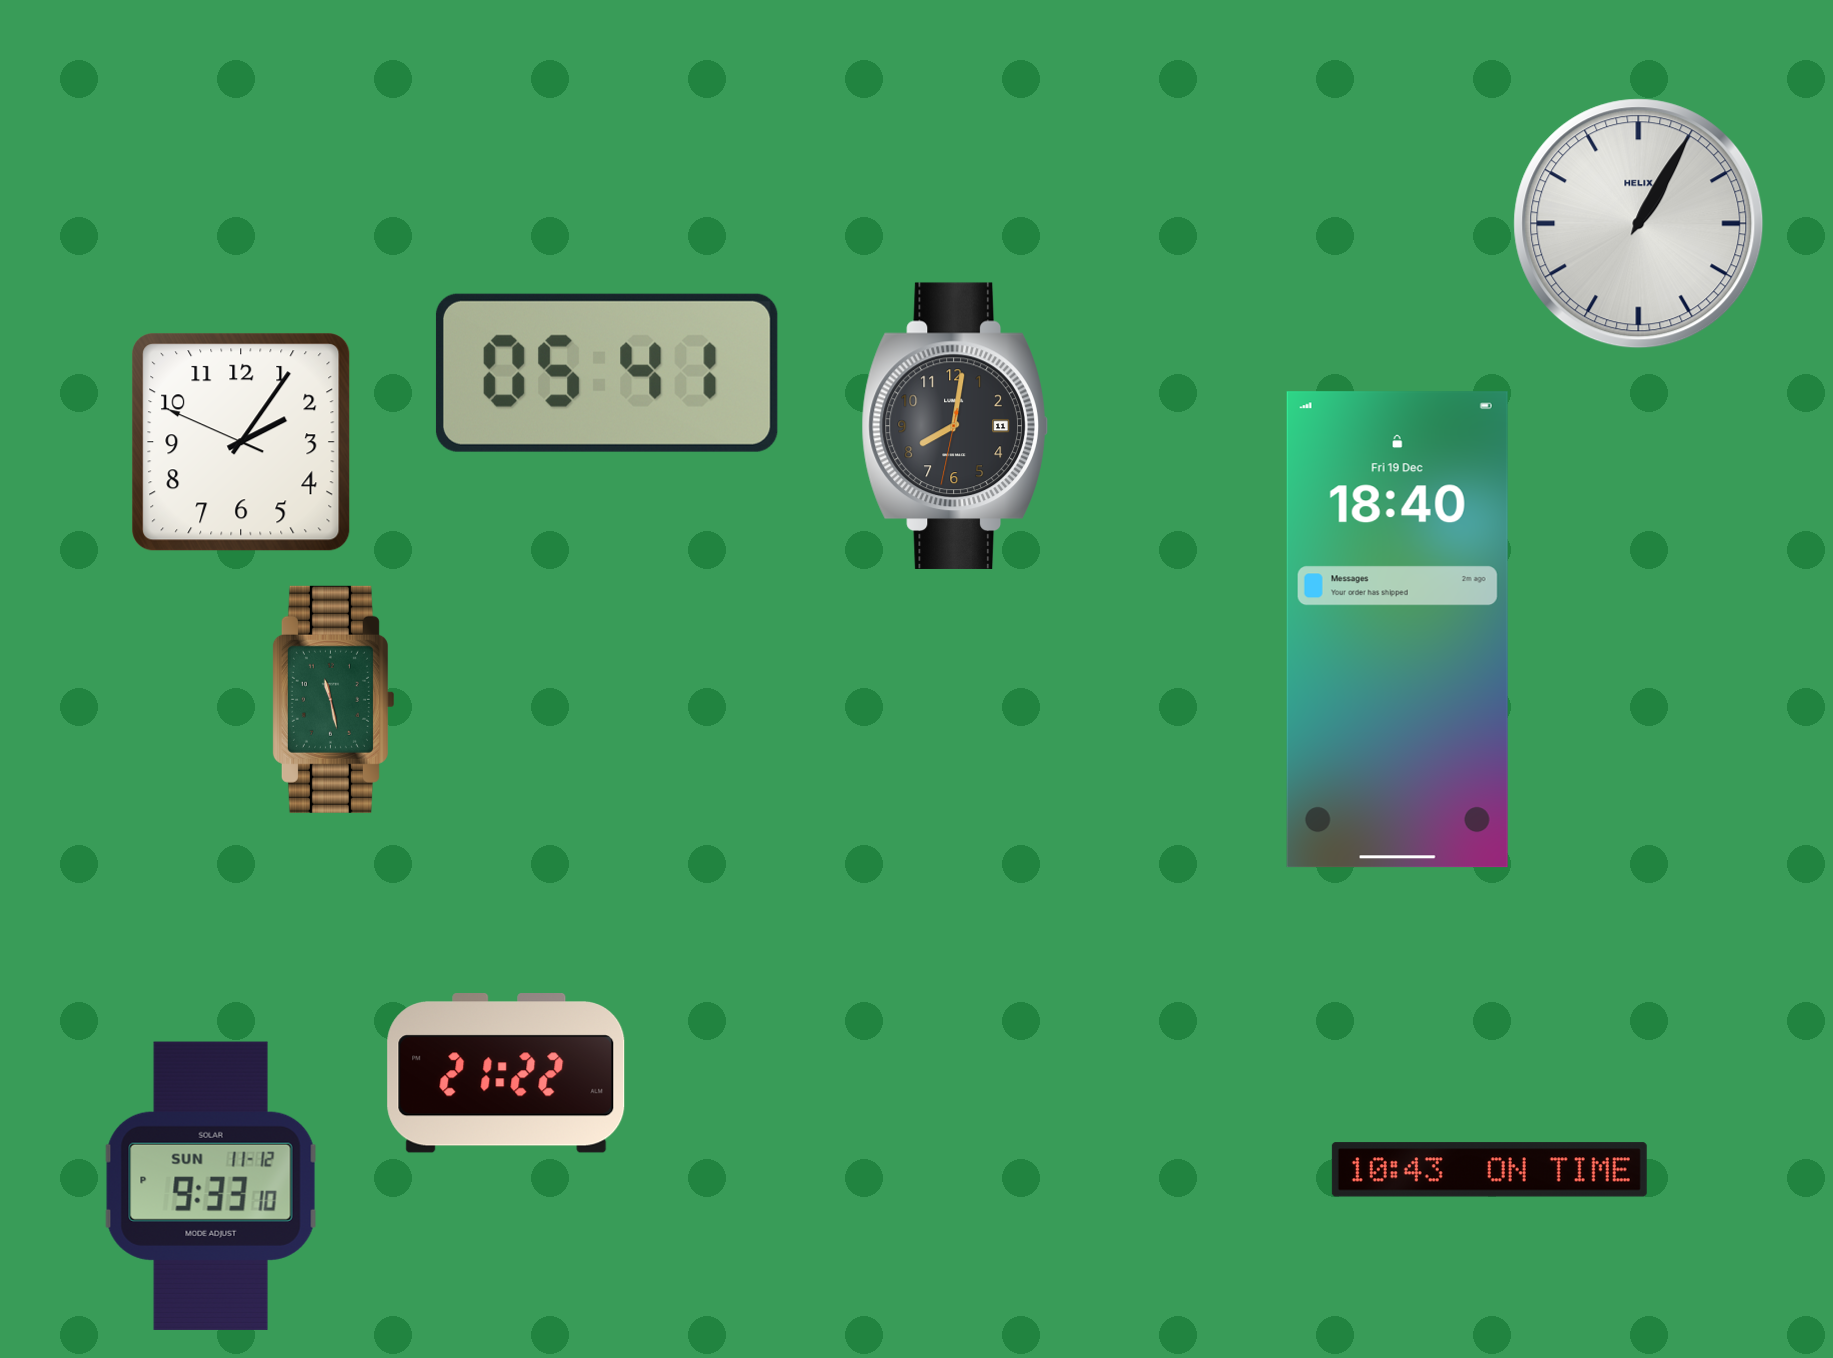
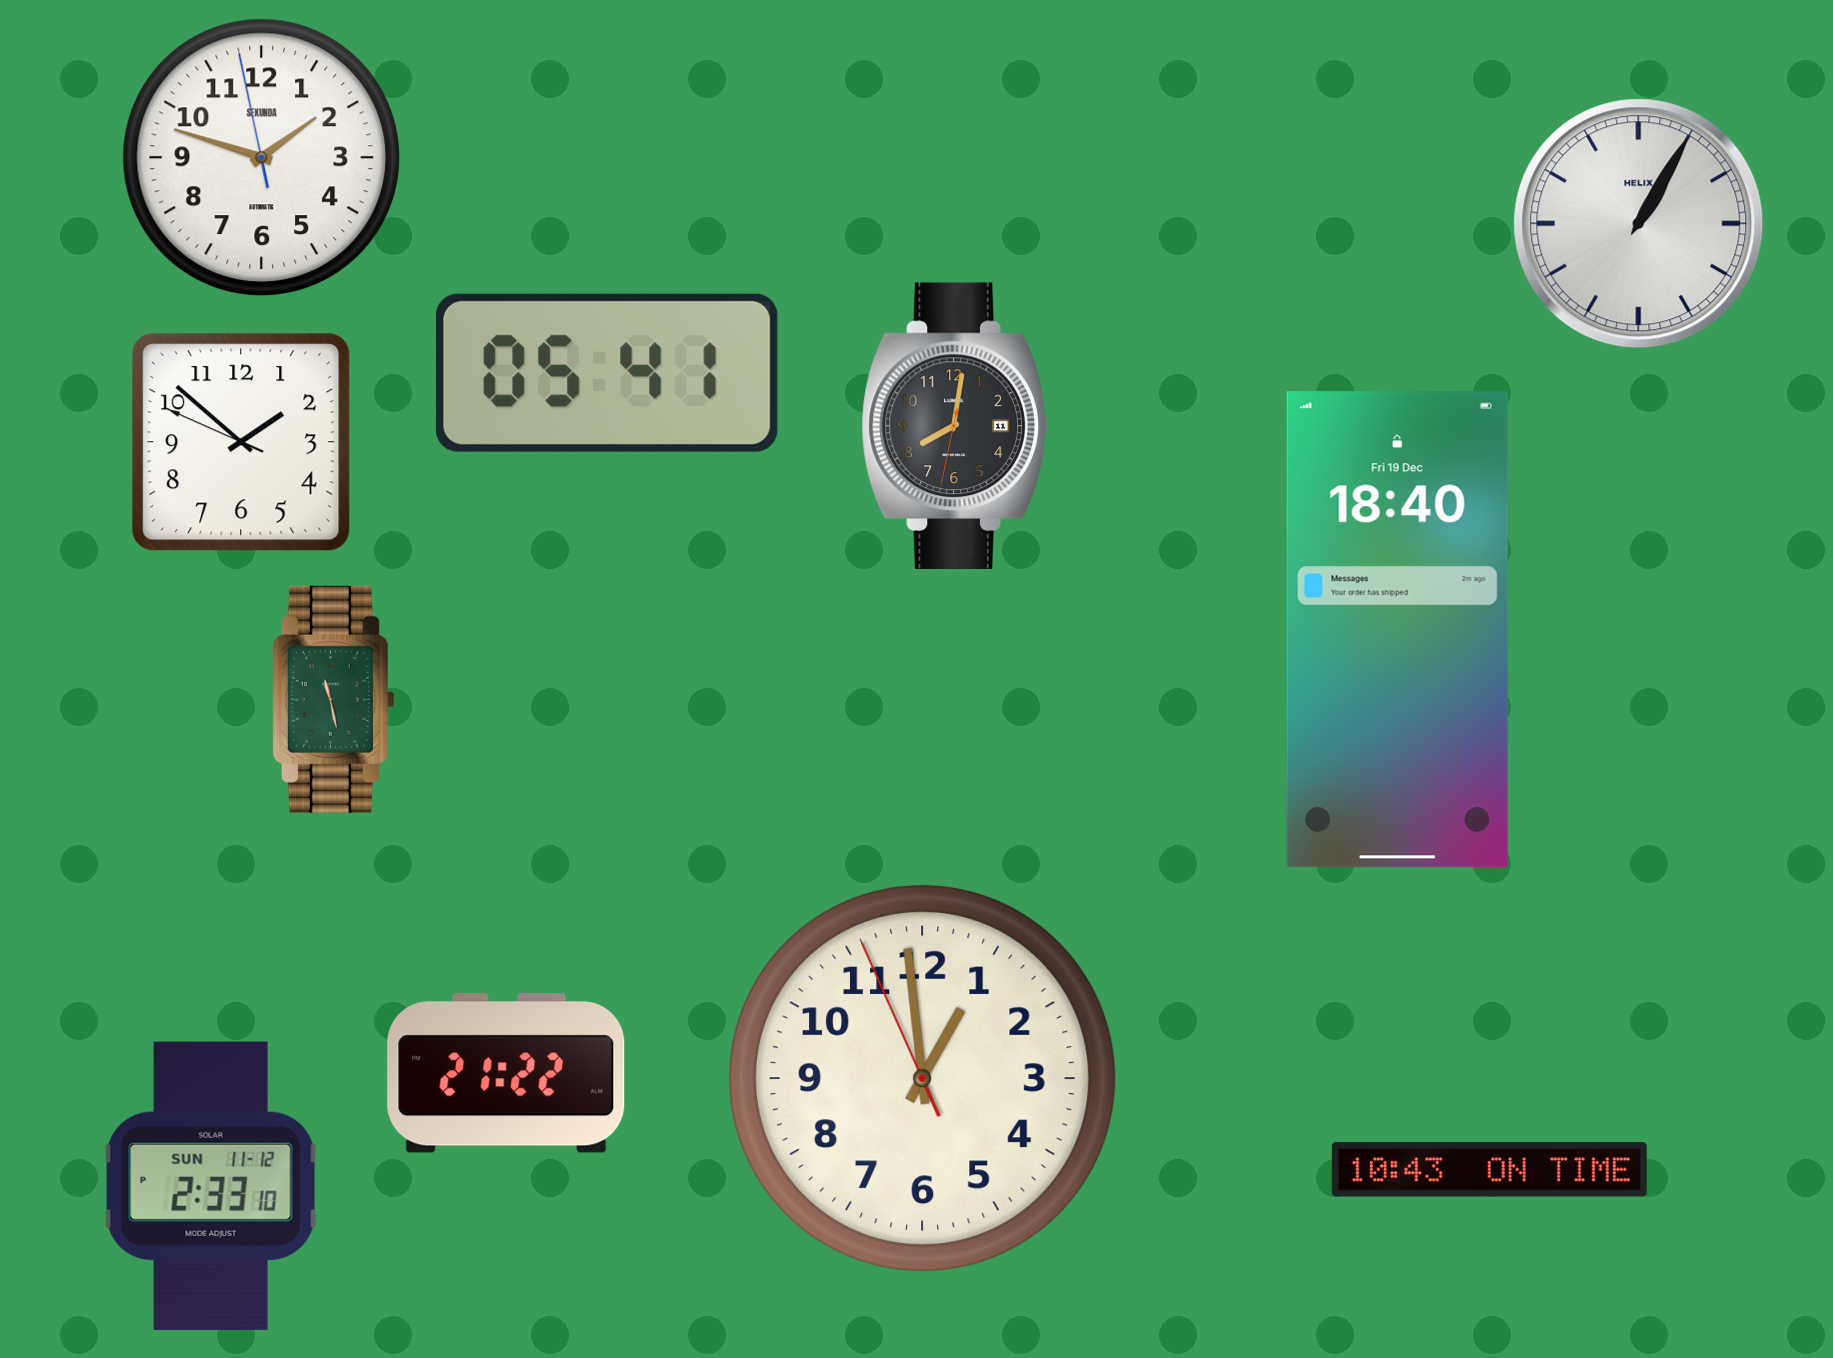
clock at (262, 158): none -> 1:47
clock at (241, 442): 2:05 -> 1:51
clock at (922, 1078): none -> 12:58
clock at (211, 1186): 9:33 -> 2:33
